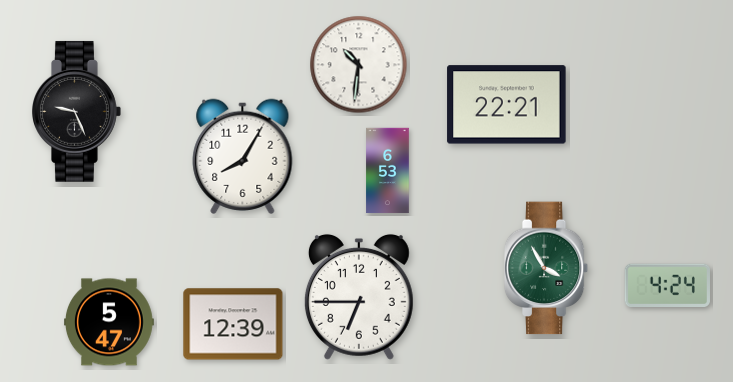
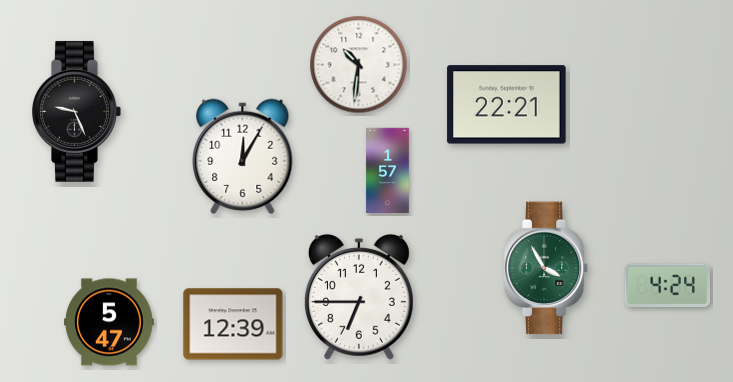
clock at (243, 156): 8:05 -> 12:05
clock at (388, 171): 6:53 -> 1:57
